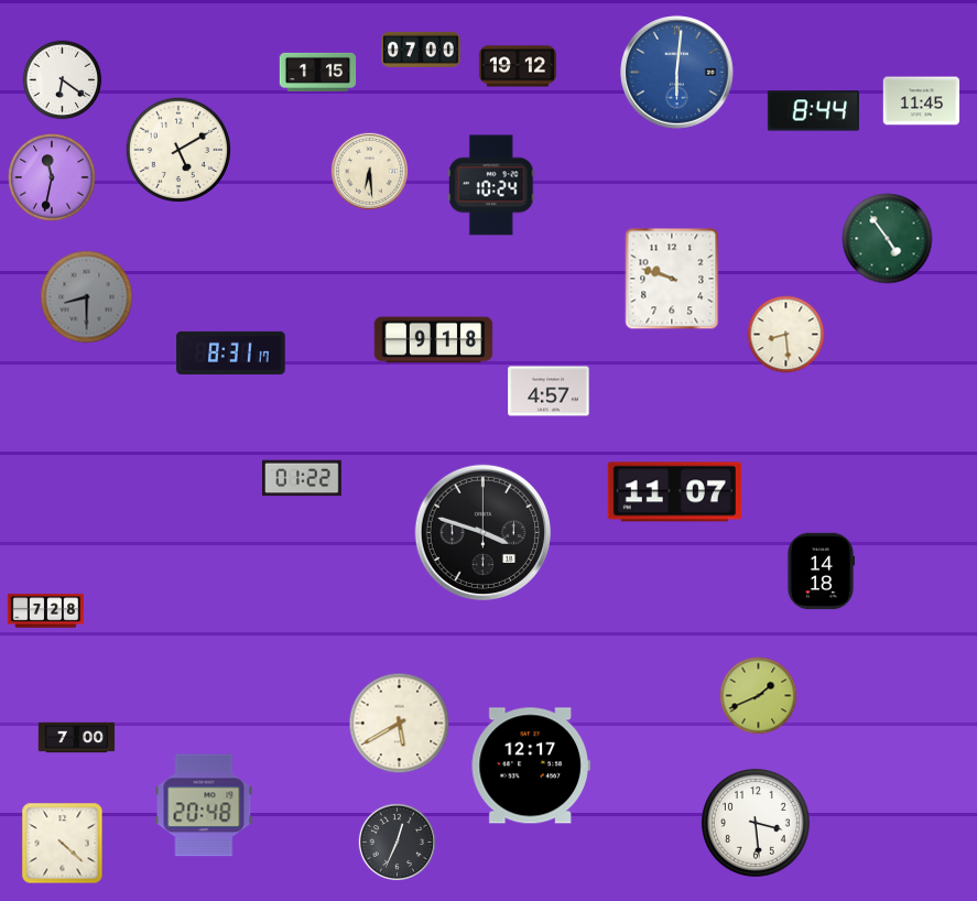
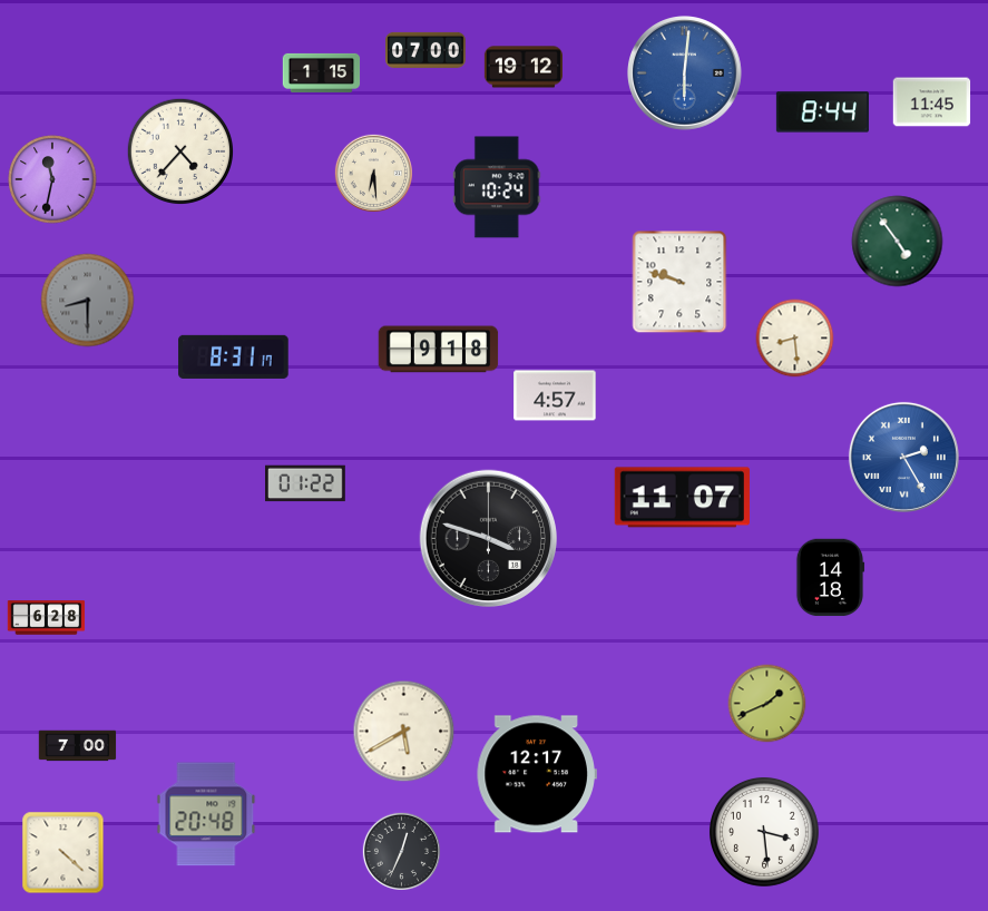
clock at (63, 80): 6:21 -> none
clock at (177, 149): 5:10 -> 4:37
clock at (434, 340) position: (434, 340) -> (439, 350)
clock at (903, 457): none -> 2:25
clock at (46, 611): 7:28 -> 6:28
